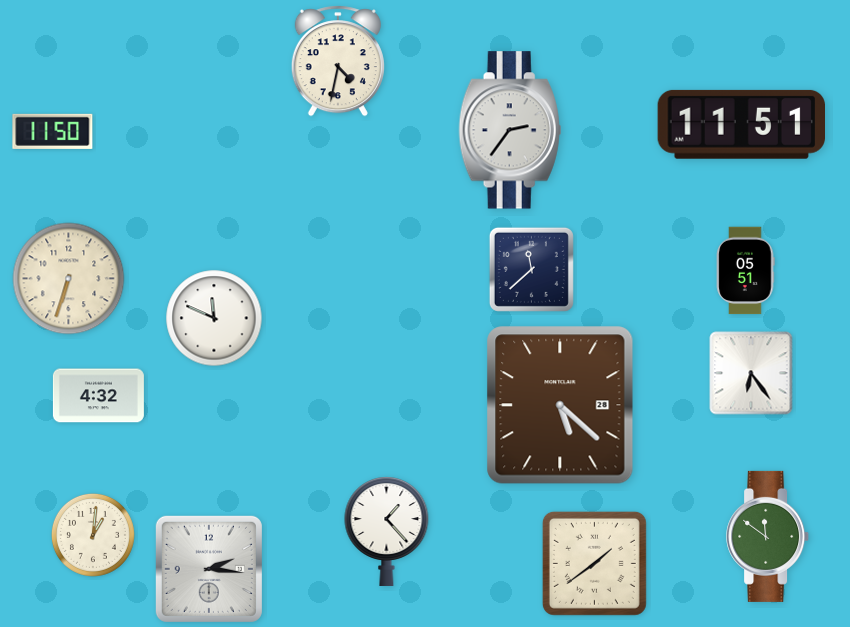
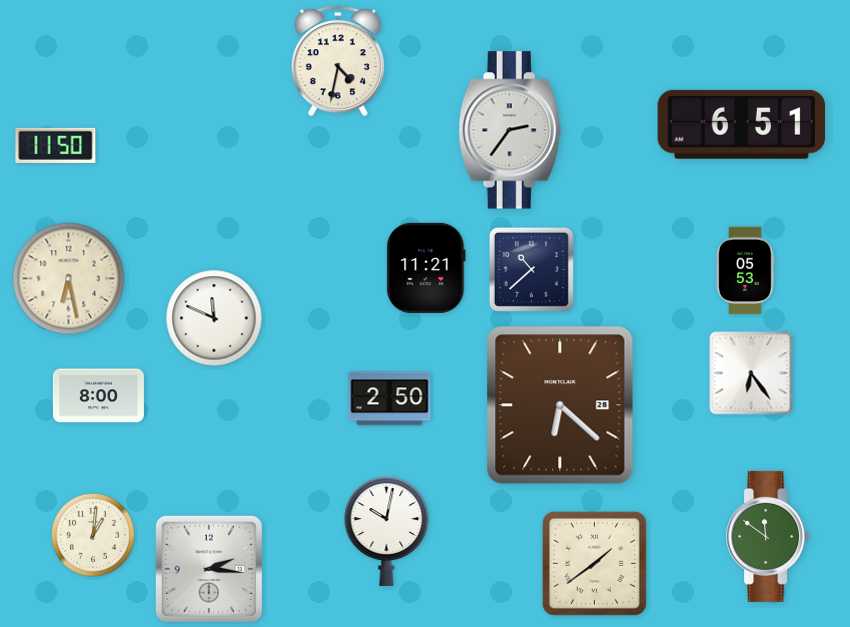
clock at (741, 124): 11:51 -> 6:51
clock at (53, 131) position: (53, 131) -> (56, 145)
clock at (426, 268): none -> 11:21
clock at (531, 269): 11:38 -> 10:38
clock at (745, 271): 05:51 -> 05:53
clock at (69, 279): 6:33 -> 6:28
clock at (98, 396): 4:32 -> 8:00
clock at (390, 399): none -> 2:50
clock at (560, 405): 5:22 -> 6:22
clock at (387, 532): 1:23 -> 10:02
